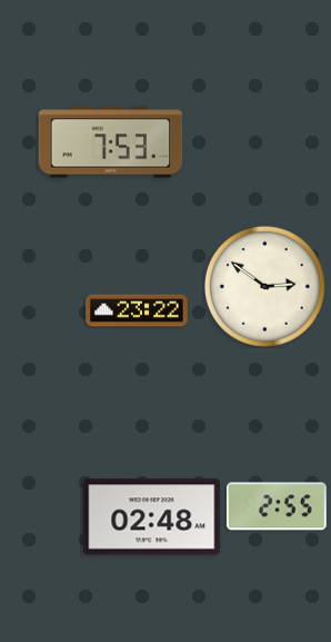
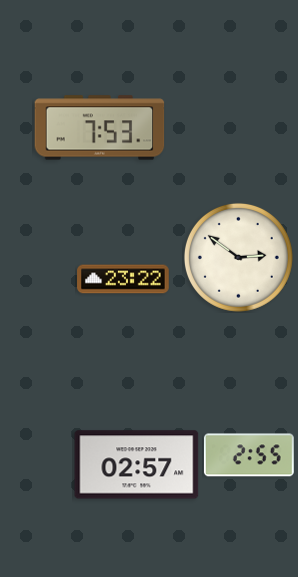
clock at (152, 517): 02:48 -> 02:57
